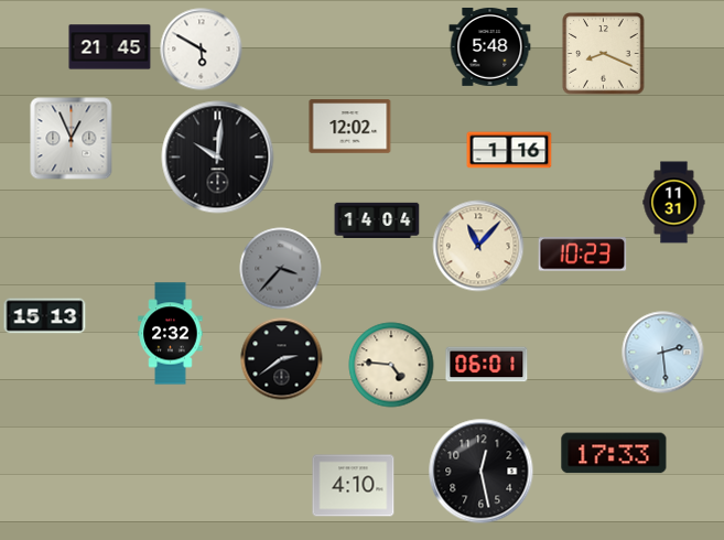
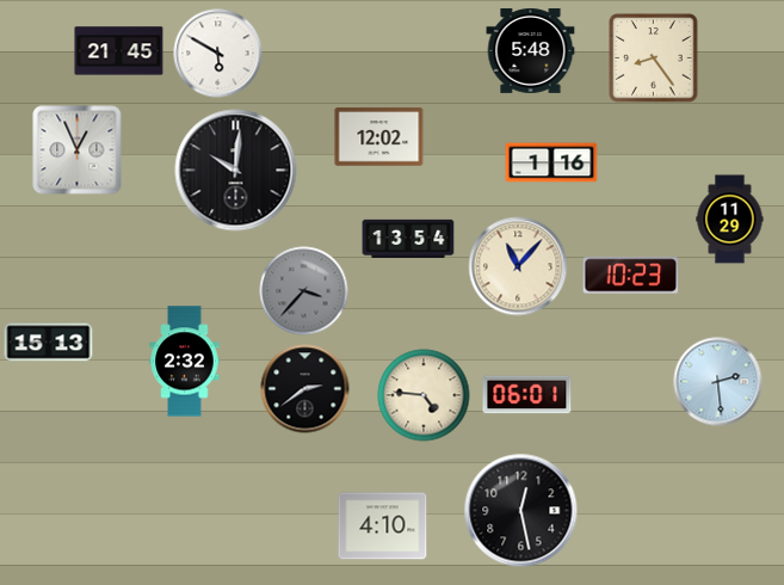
clock at (604, 54): 8:19 -> 8:24
clock at (674, 203): 11:31 -> 11:29
clock at (377, 219): 14:04 -> 13:54
clock at (614, 453): 17:33 -> none
